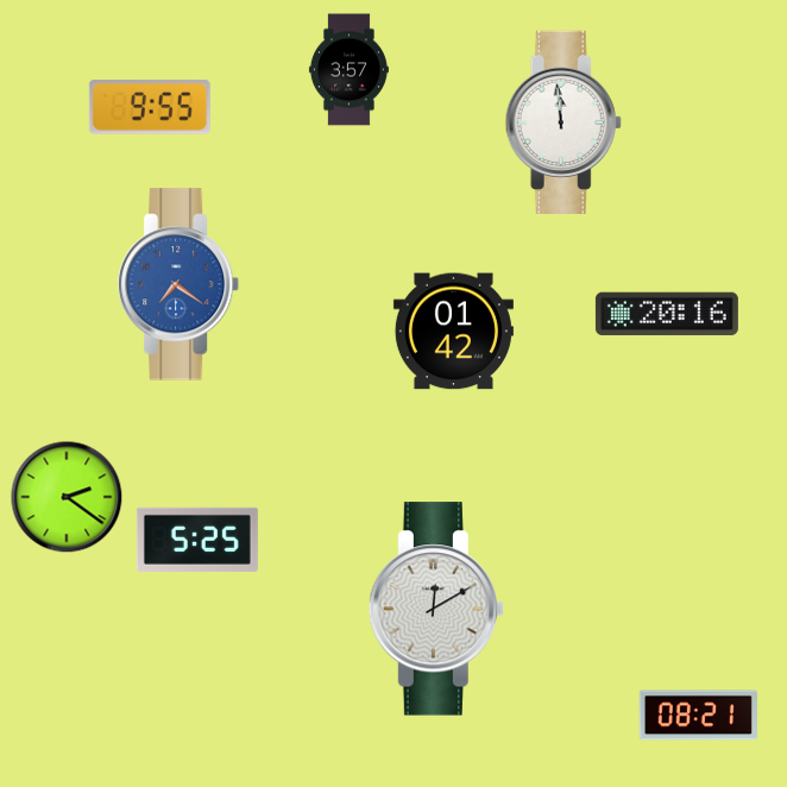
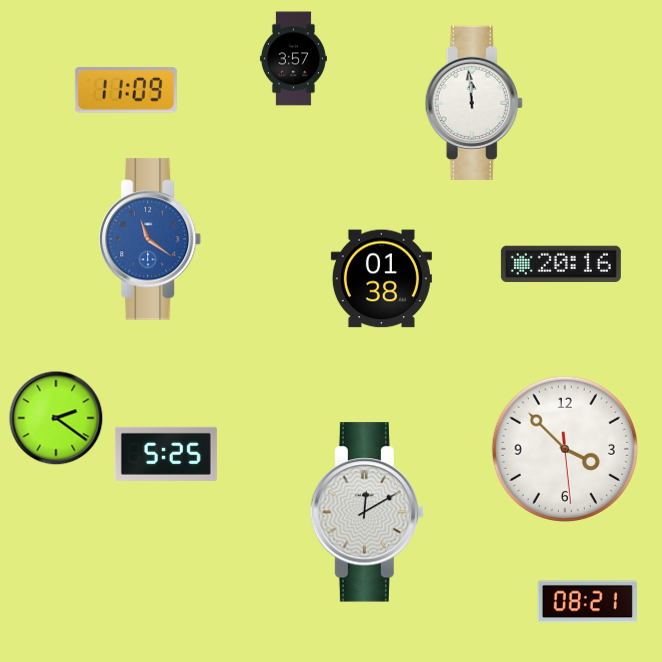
clock at (150, 107): 9:55 -> 11:09
clock at (180, 284): 7:21 -> 11:21
clock at (453, 332): 01:42 -> 01:38
clock at (565, 449): none -> 3:52
